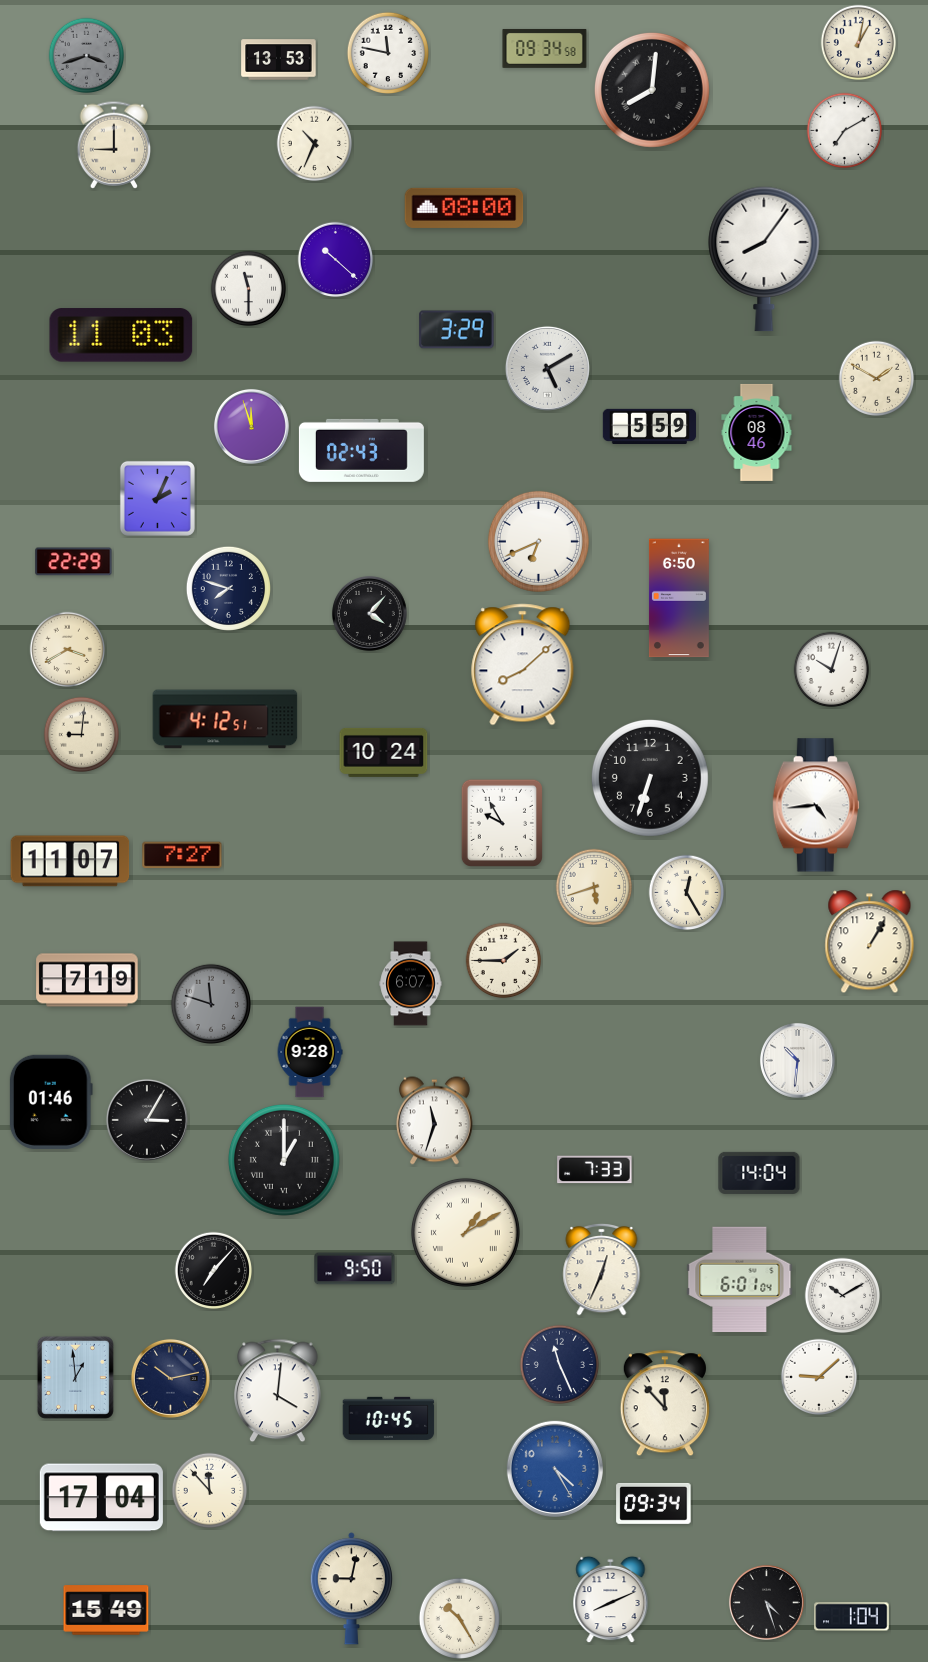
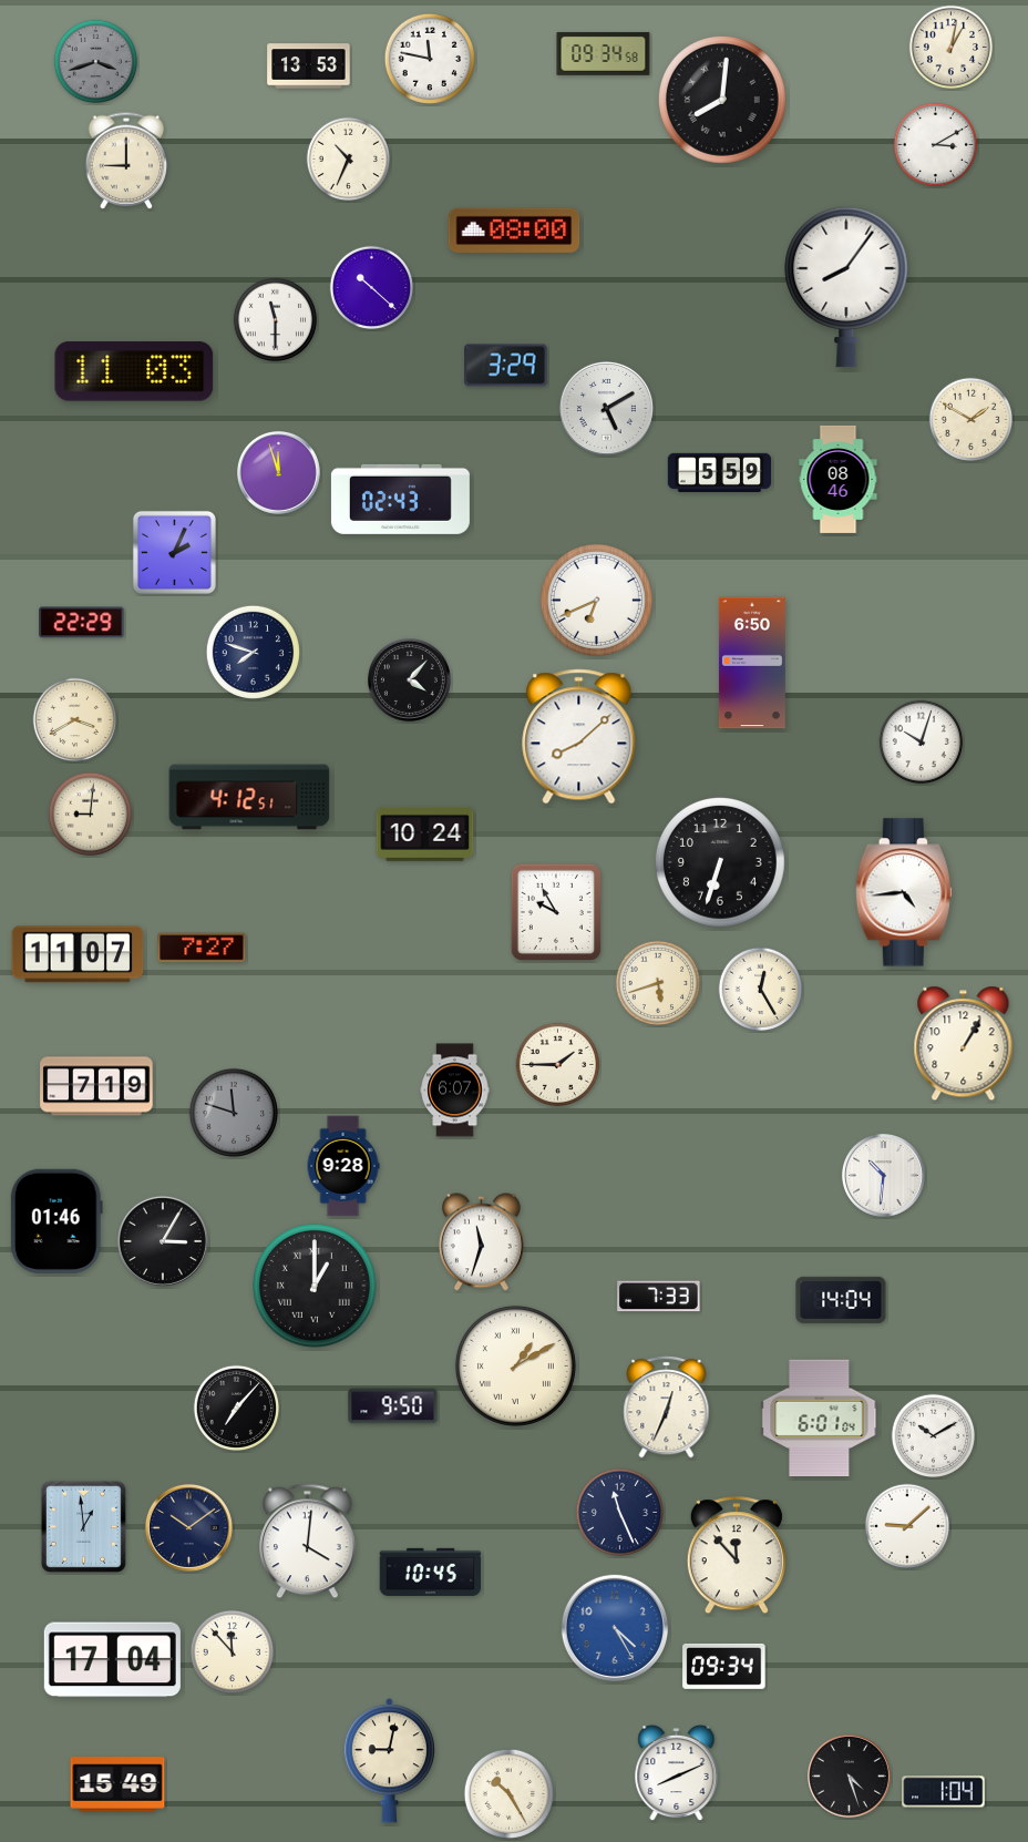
clock at (845, 131): 7:10 -> 3:10
clock at (170, 1378): 10:13 -> 10:09
